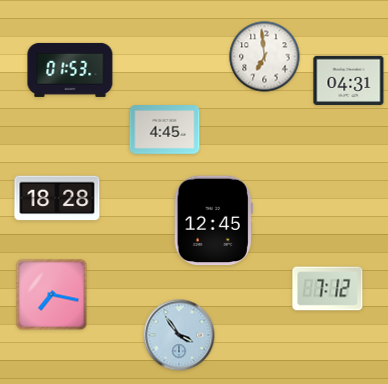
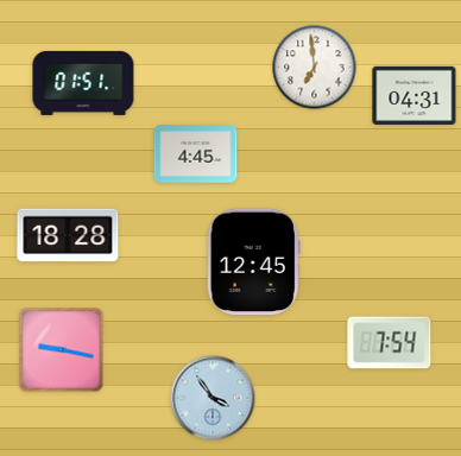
clock at (70, 70): 01:53 -> 01:51
clock at (328, 289): 7:12 -> 7:54
clock at (52, 295): 7:17 -> 9:17
